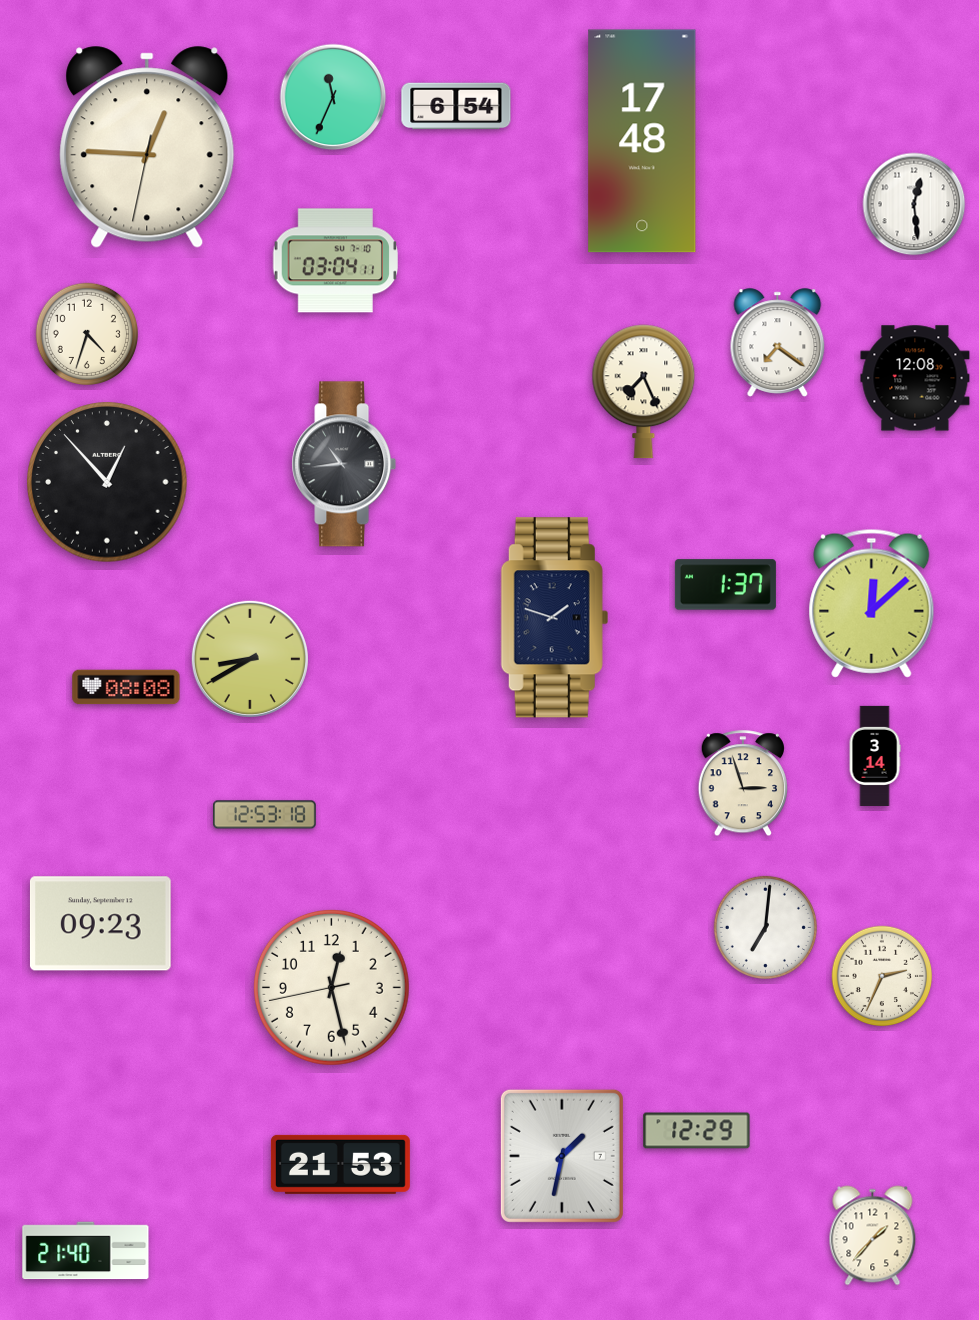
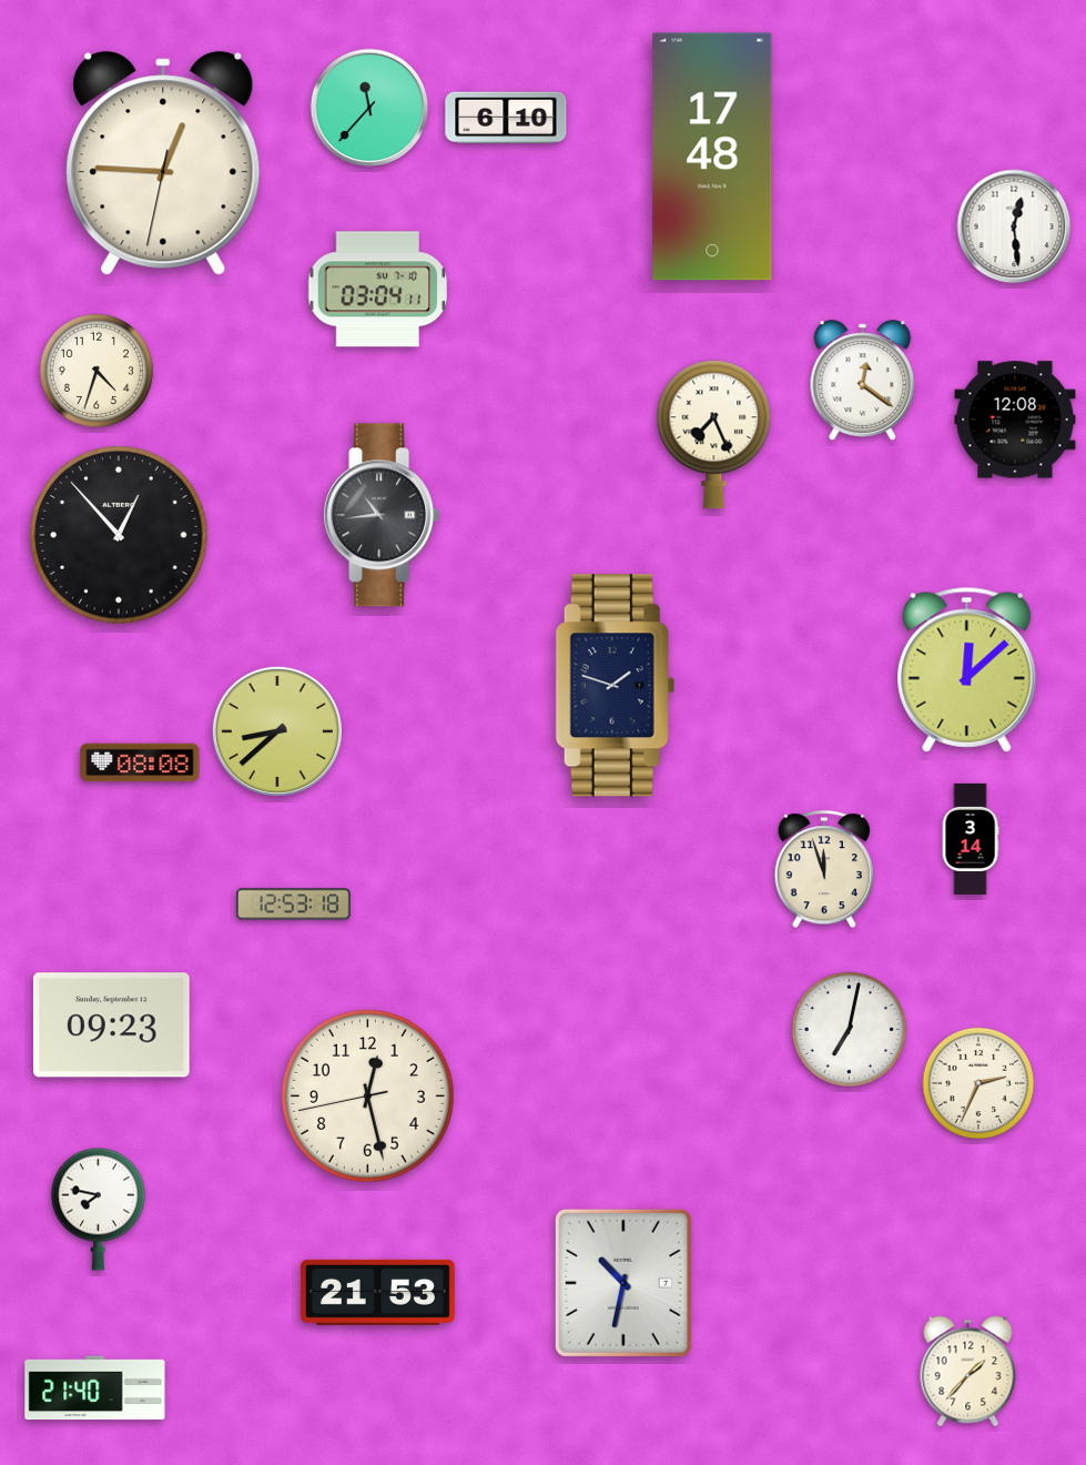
clock at (333, 97): 11:34 -> 11:37
clock at (456, 106): 6:54 -> 6:10
clock at (335, 261) position: (335, 261) -> (377, 290)
clock at (778, 343): 7:21 -> 12:21
clock at (725, 585): 1:37 -> none
clock at (250, 659): 8:40 -> 8:38
clock at (742, 784): 2:57 -> 11:57
clock at (765, 927): 7:01 -> 7:02
clock at (98, 1209): none -> 7:47
clock at (697, 1131): 12:29 -> none
clock at (562, 1156): 1:32 -> 10:32
